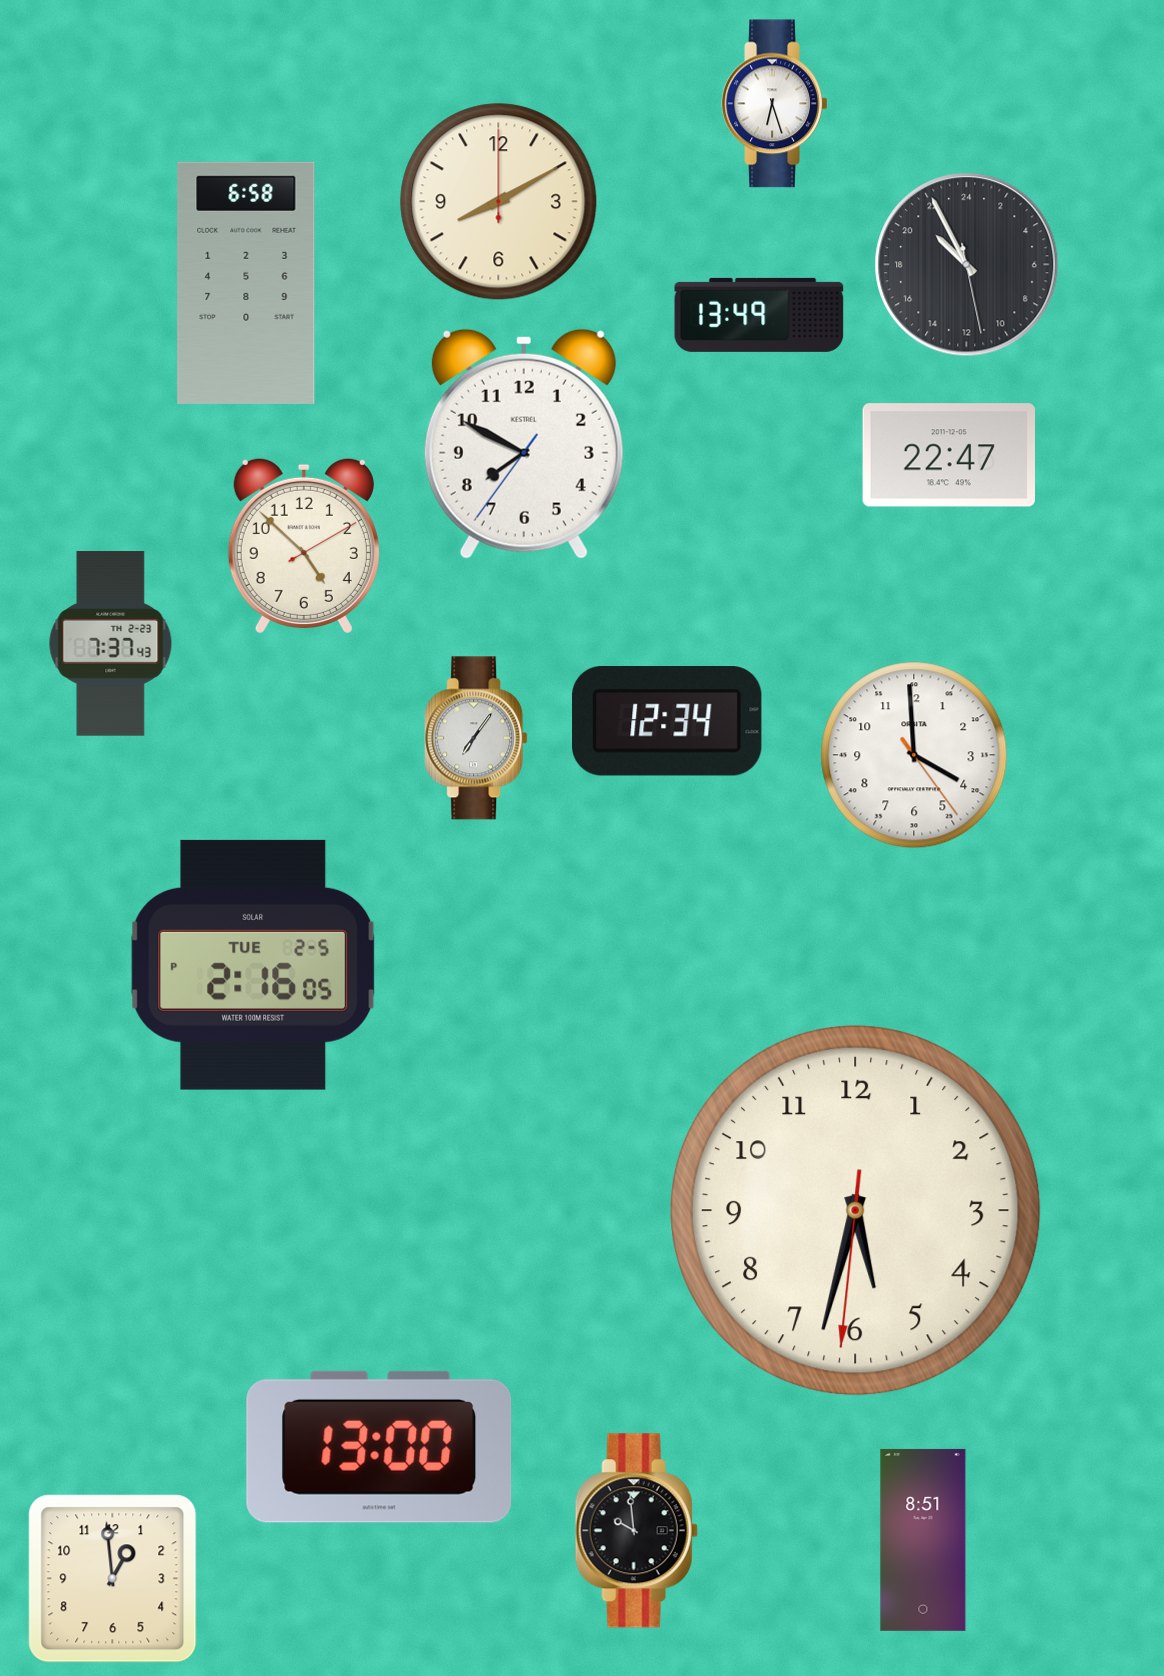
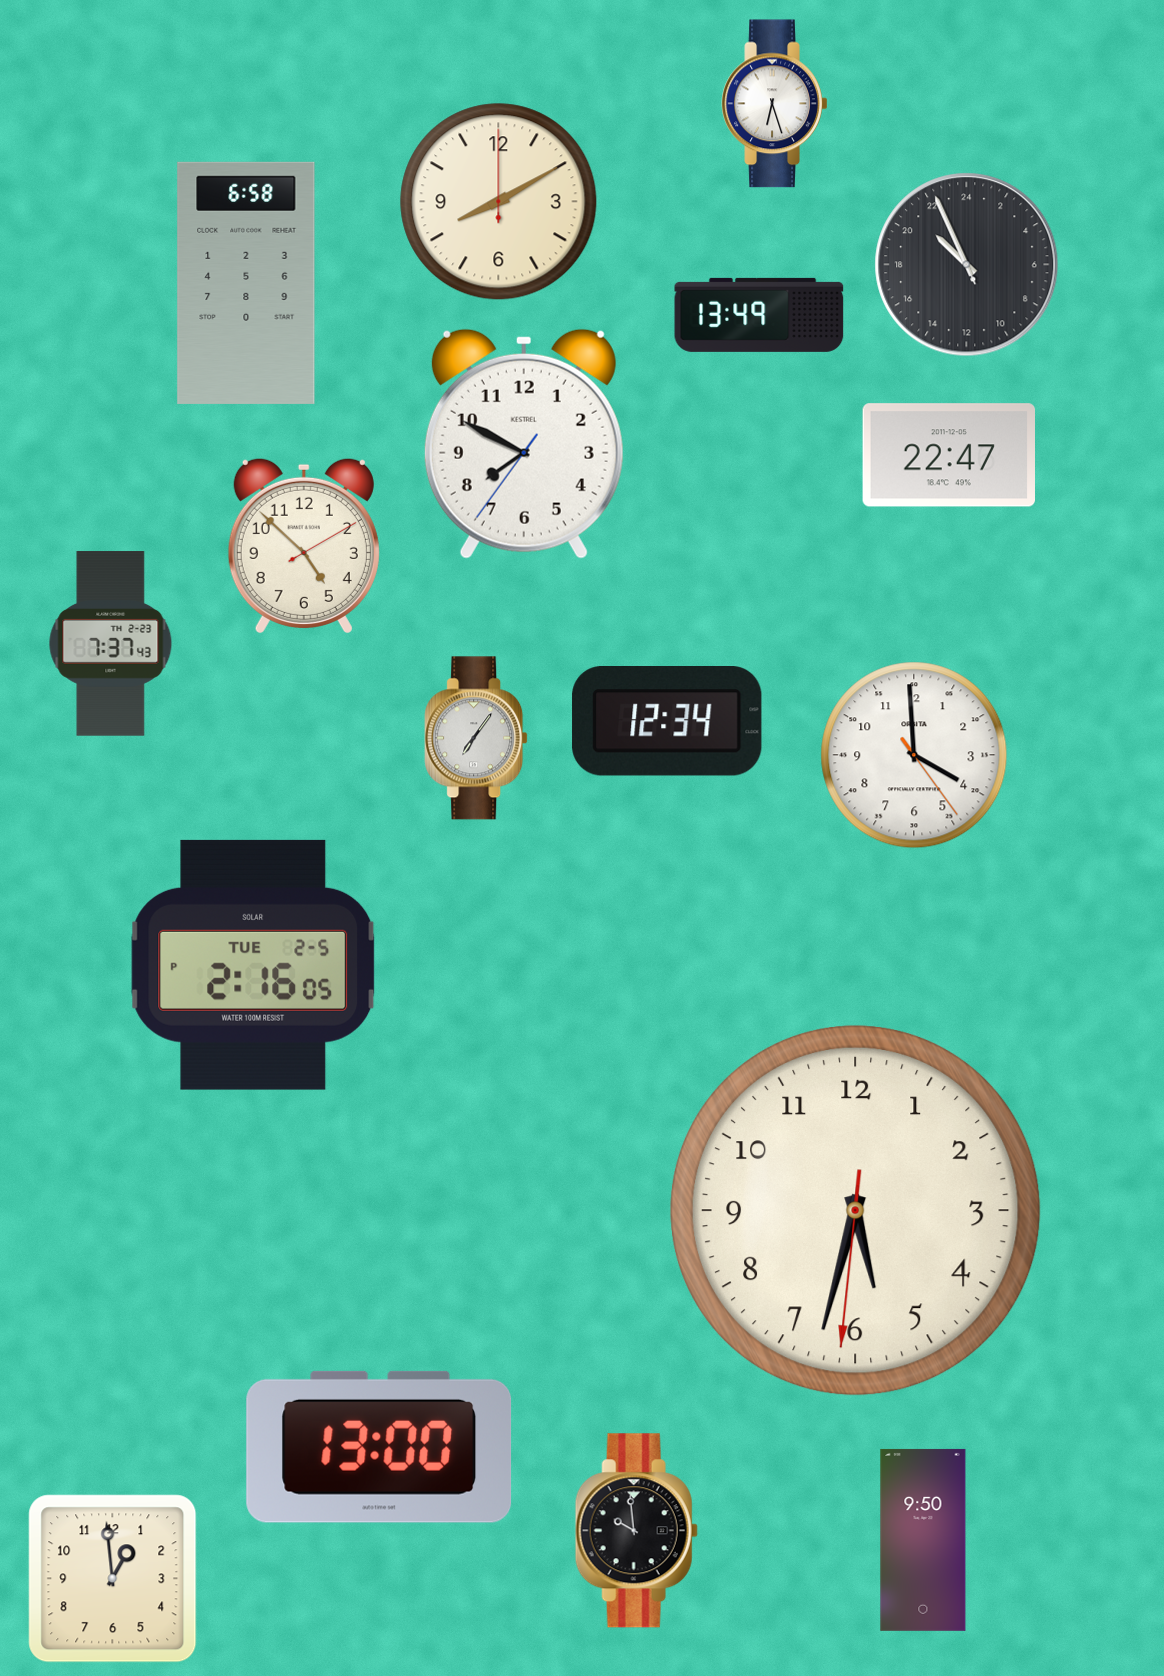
clock at (967, 265): 20:55:28 -> 20:55:56
clock at (923, 1540): 8:51 -> 9:50
